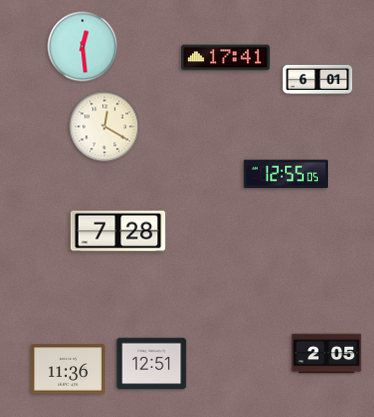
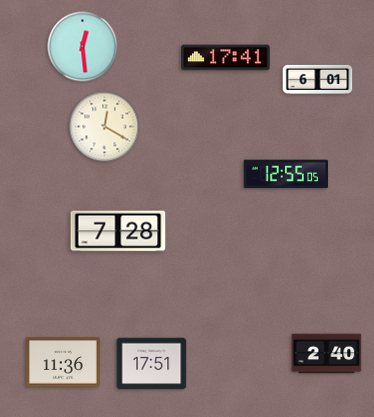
clock at (327, 354): 2:05 -> 2:40
clock at (152, 364): 12:51 -> 17:51
clock at (69, 369) position: (69, 369) -> (64, 362)
